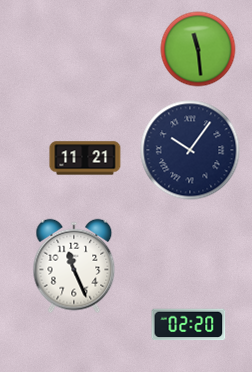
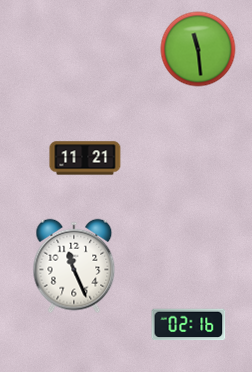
clock at (190, 150): 10:06 -> none
clock at (189, 325): 02:20 -> 02:16
